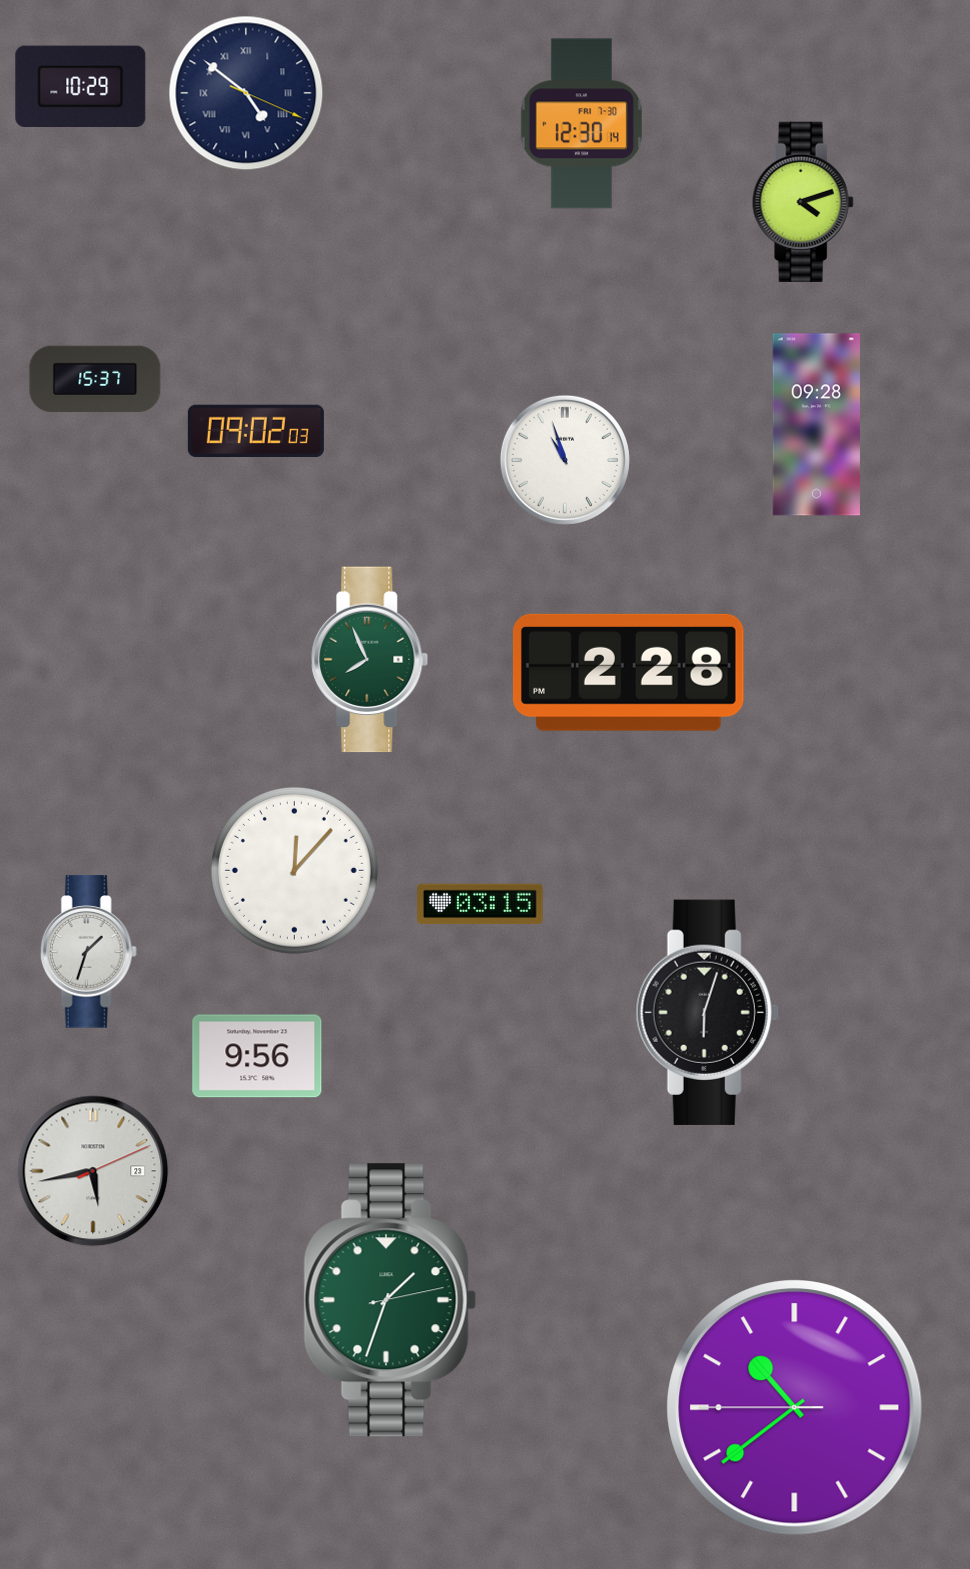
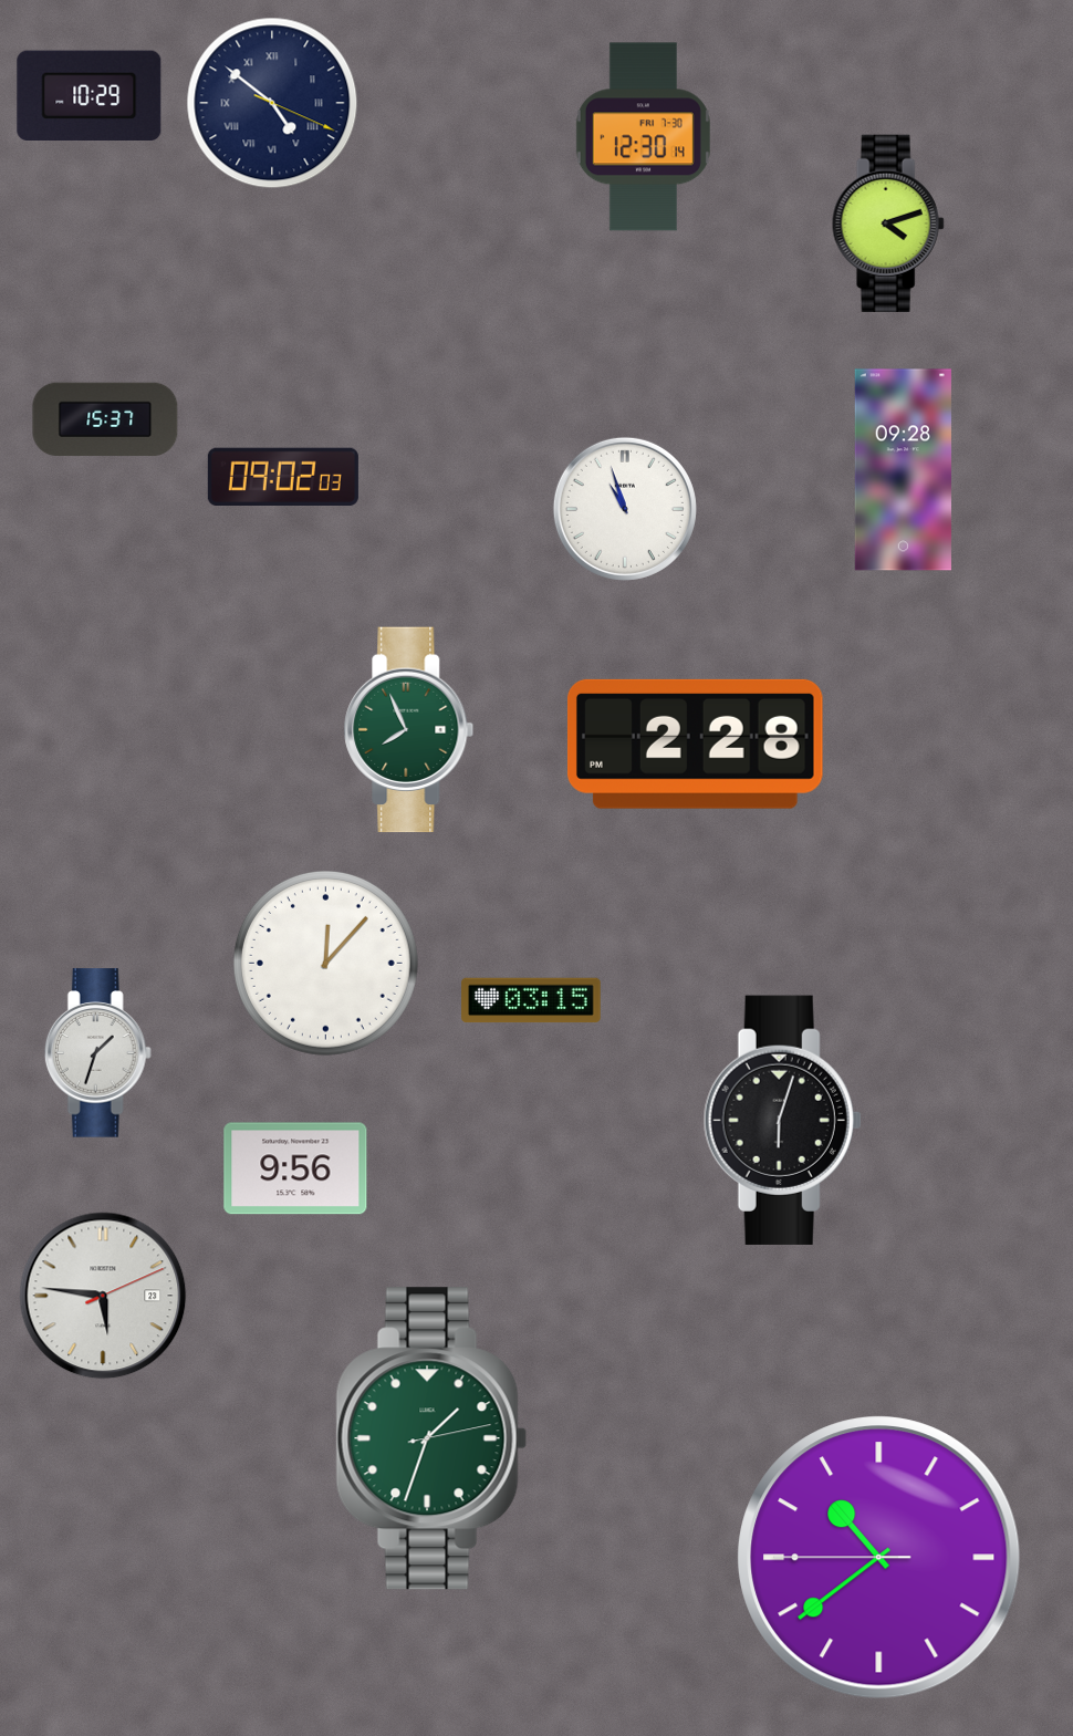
clock at (257, 1056) position: (257, 1056) -> (295, 1168)
clock at (93, 1171): 5:43 -> 5:46
